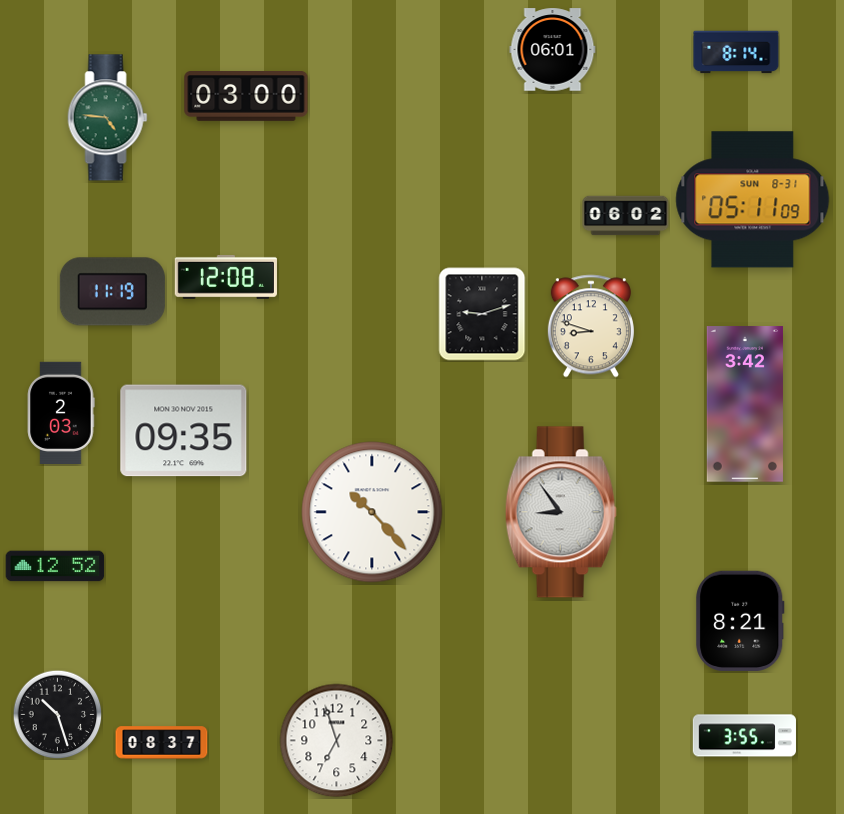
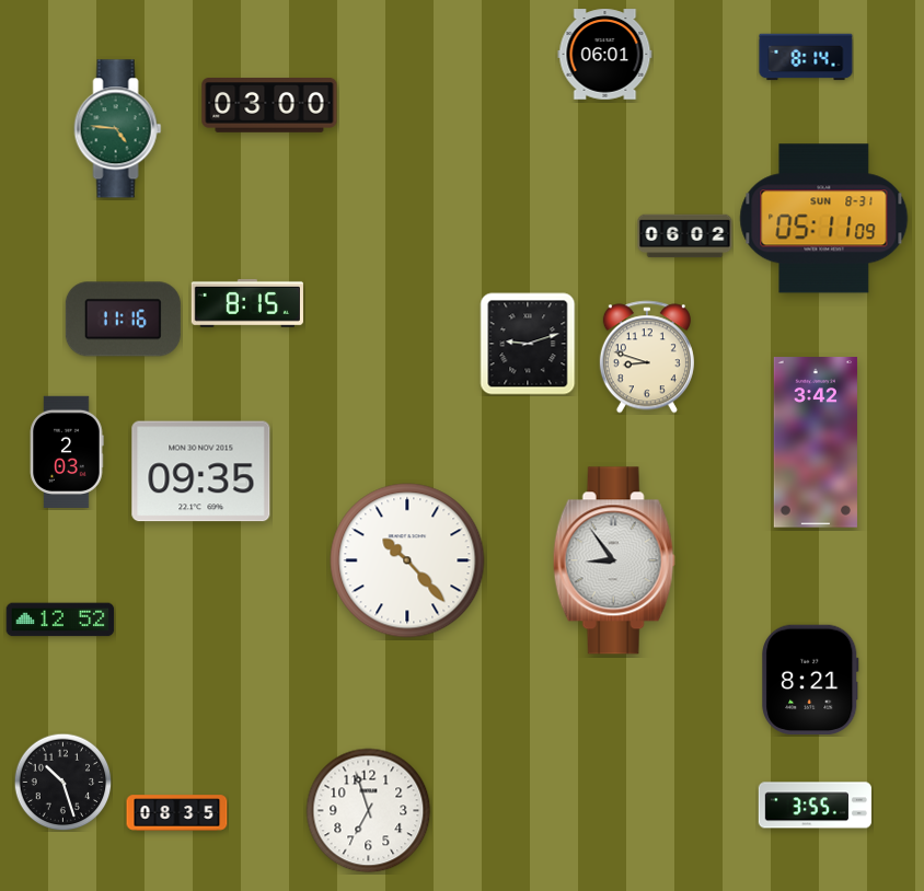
clock at (226, 277): 12:08 -> 8:15
clock at (112, 292): 11:19 -> 11:16
clock at (162, 743): 08:37 -> 08:35
